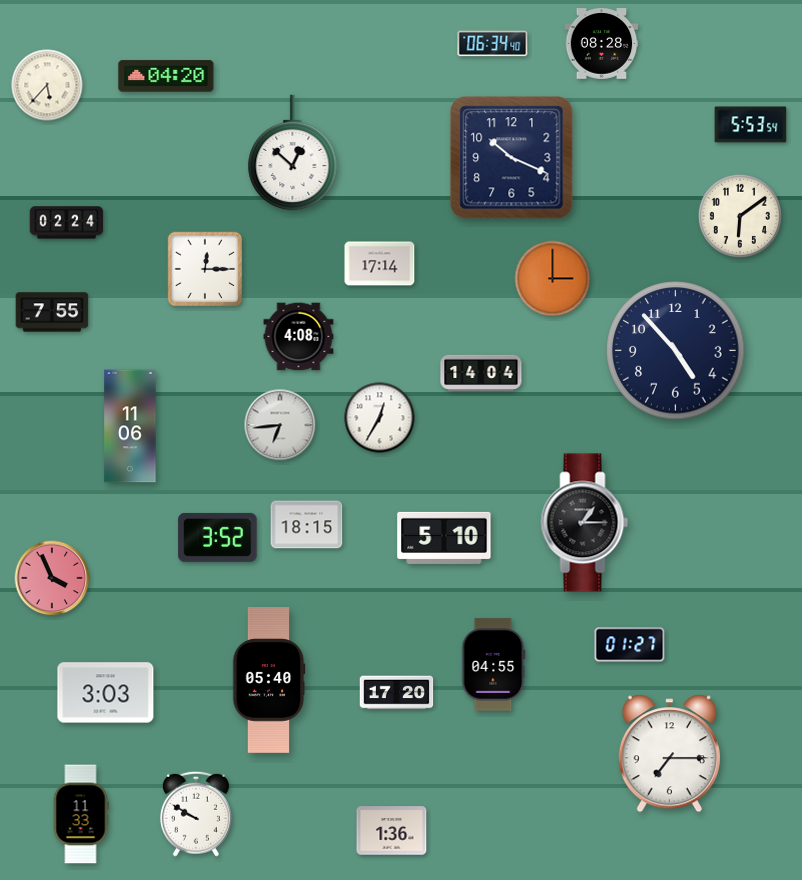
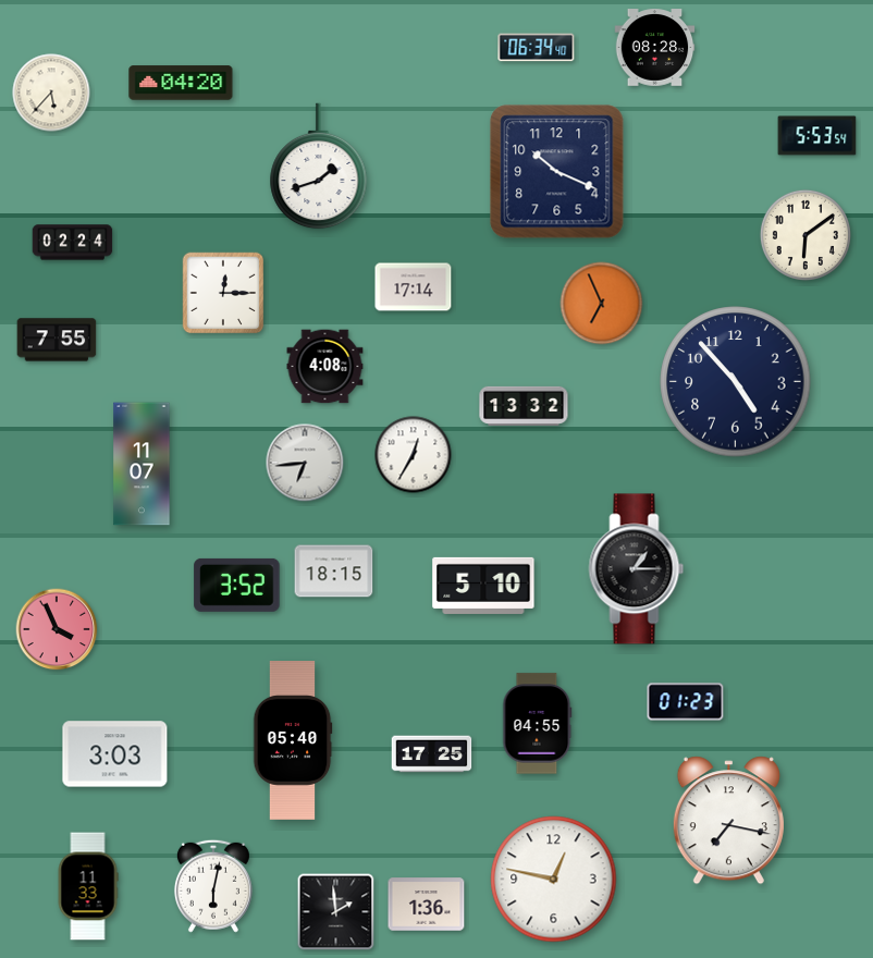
clock at (293, 153): 12:52 -> 1:42
clock at (553, 279): 3:00 -> 6:56
clock at (481, 372): 14:04 -> 13:32
clock at (130, 426): 11:06 -> 11:07
clock at (630, 645): 01:27 -> 01:23
clock at (397, 693): 17:20 -> 17:25
clock at (669, 754): 7:15 -> 7:17
clock at (554, 880): none -> 12:47
clock at (196, 814): 9:50 -> 6:02
clock at (336, 912): none -> 1:59
